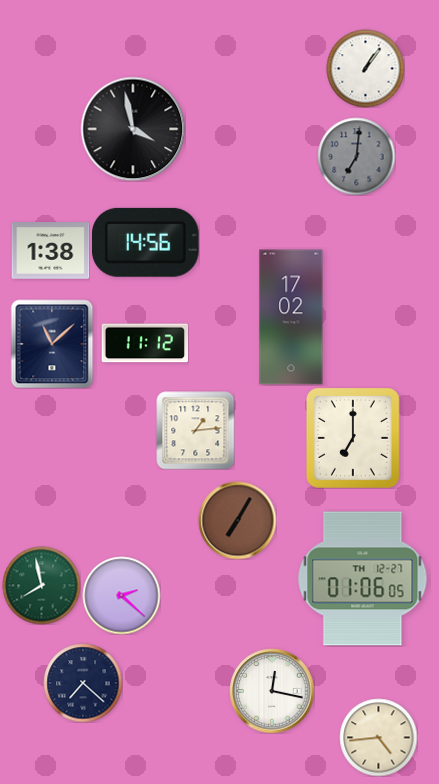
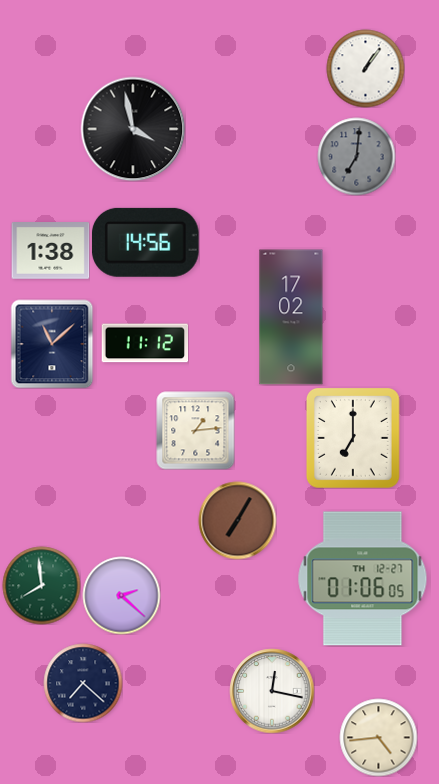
clock at (41, 585): 7:58 -> 7:59
